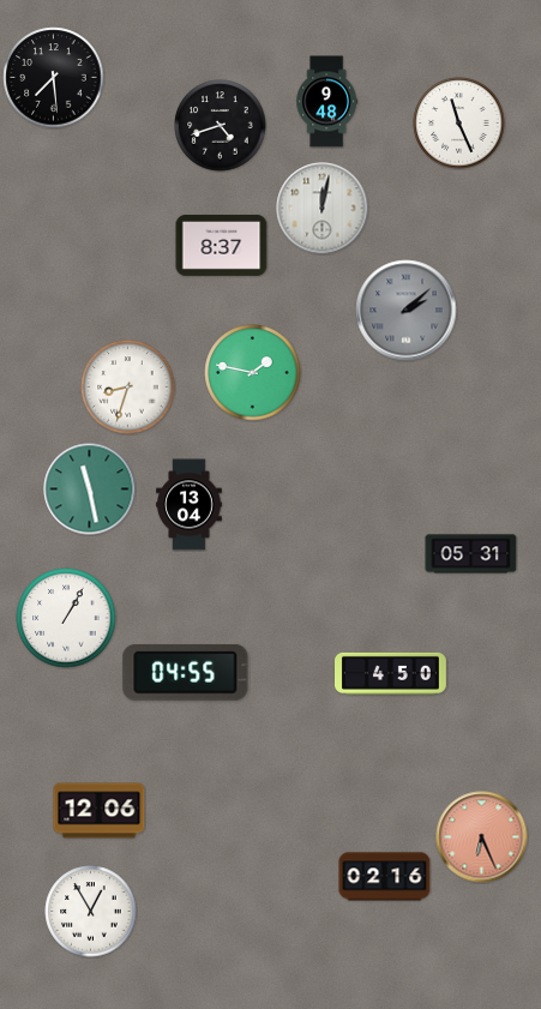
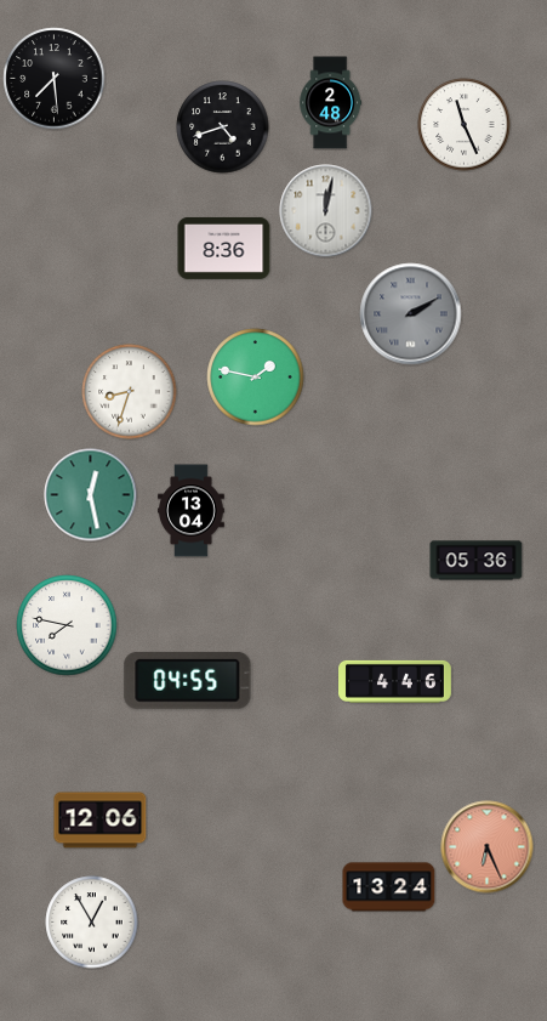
clock at (327, 102): 9:48 -> 2:48
clock at (222, 245): 8:37 -> 8:36
clock at (407, 311): 2:08 -> 2:10
clock at (90, 490): 11:28 -> 12:28
clock at (471, 554): 05:31 -> 05:36
clock at (66, 618): 1:05 -> 7:47
clock at (391, 673): 4:50 -> 4:46
clock at (385, 877): 02:16 -> 13:24
